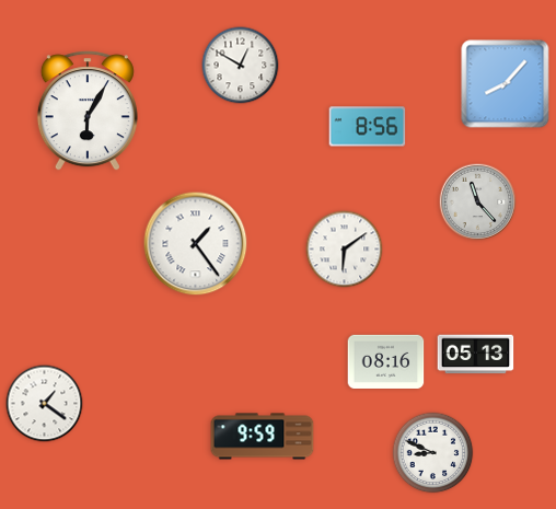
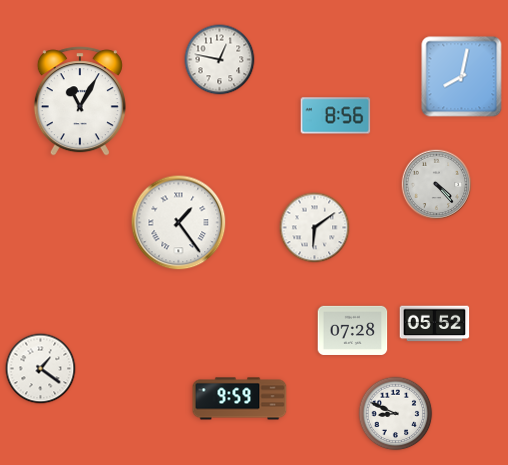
clock at (241, 66): 12:50 -> 12:47
clock at (506, 84): 8:07 -> 8:02
clock at (88, 111): 6:05 -> 11:05
clock at (478, 203): 11:23 -> 4:23
clock at (476, 355): 05:13 -> 05:52
clock at (386, 361): 08:16 -> 07:28
